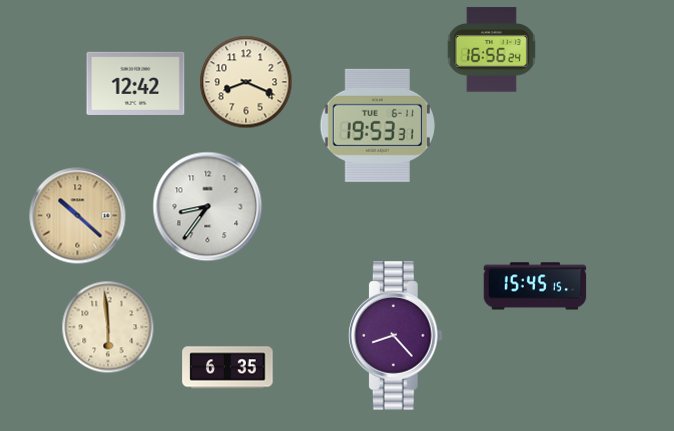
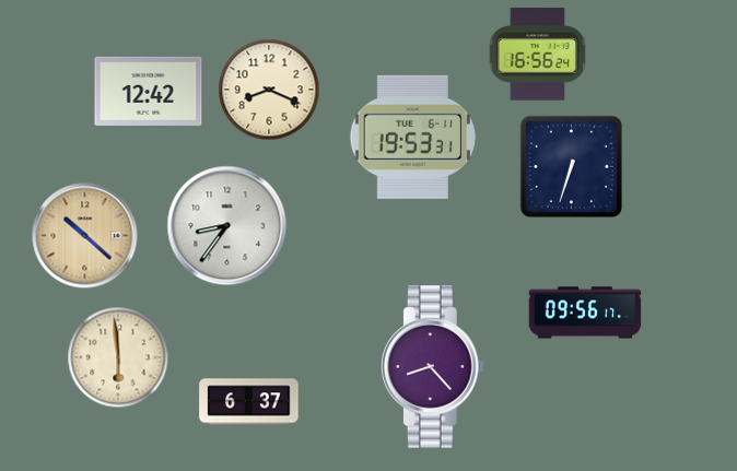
clock at (571, 166): none -> 6:33
clock at (535, 286): 15:45 -> 09:56
clock at (228, 368): 6:35 -> 6:37
